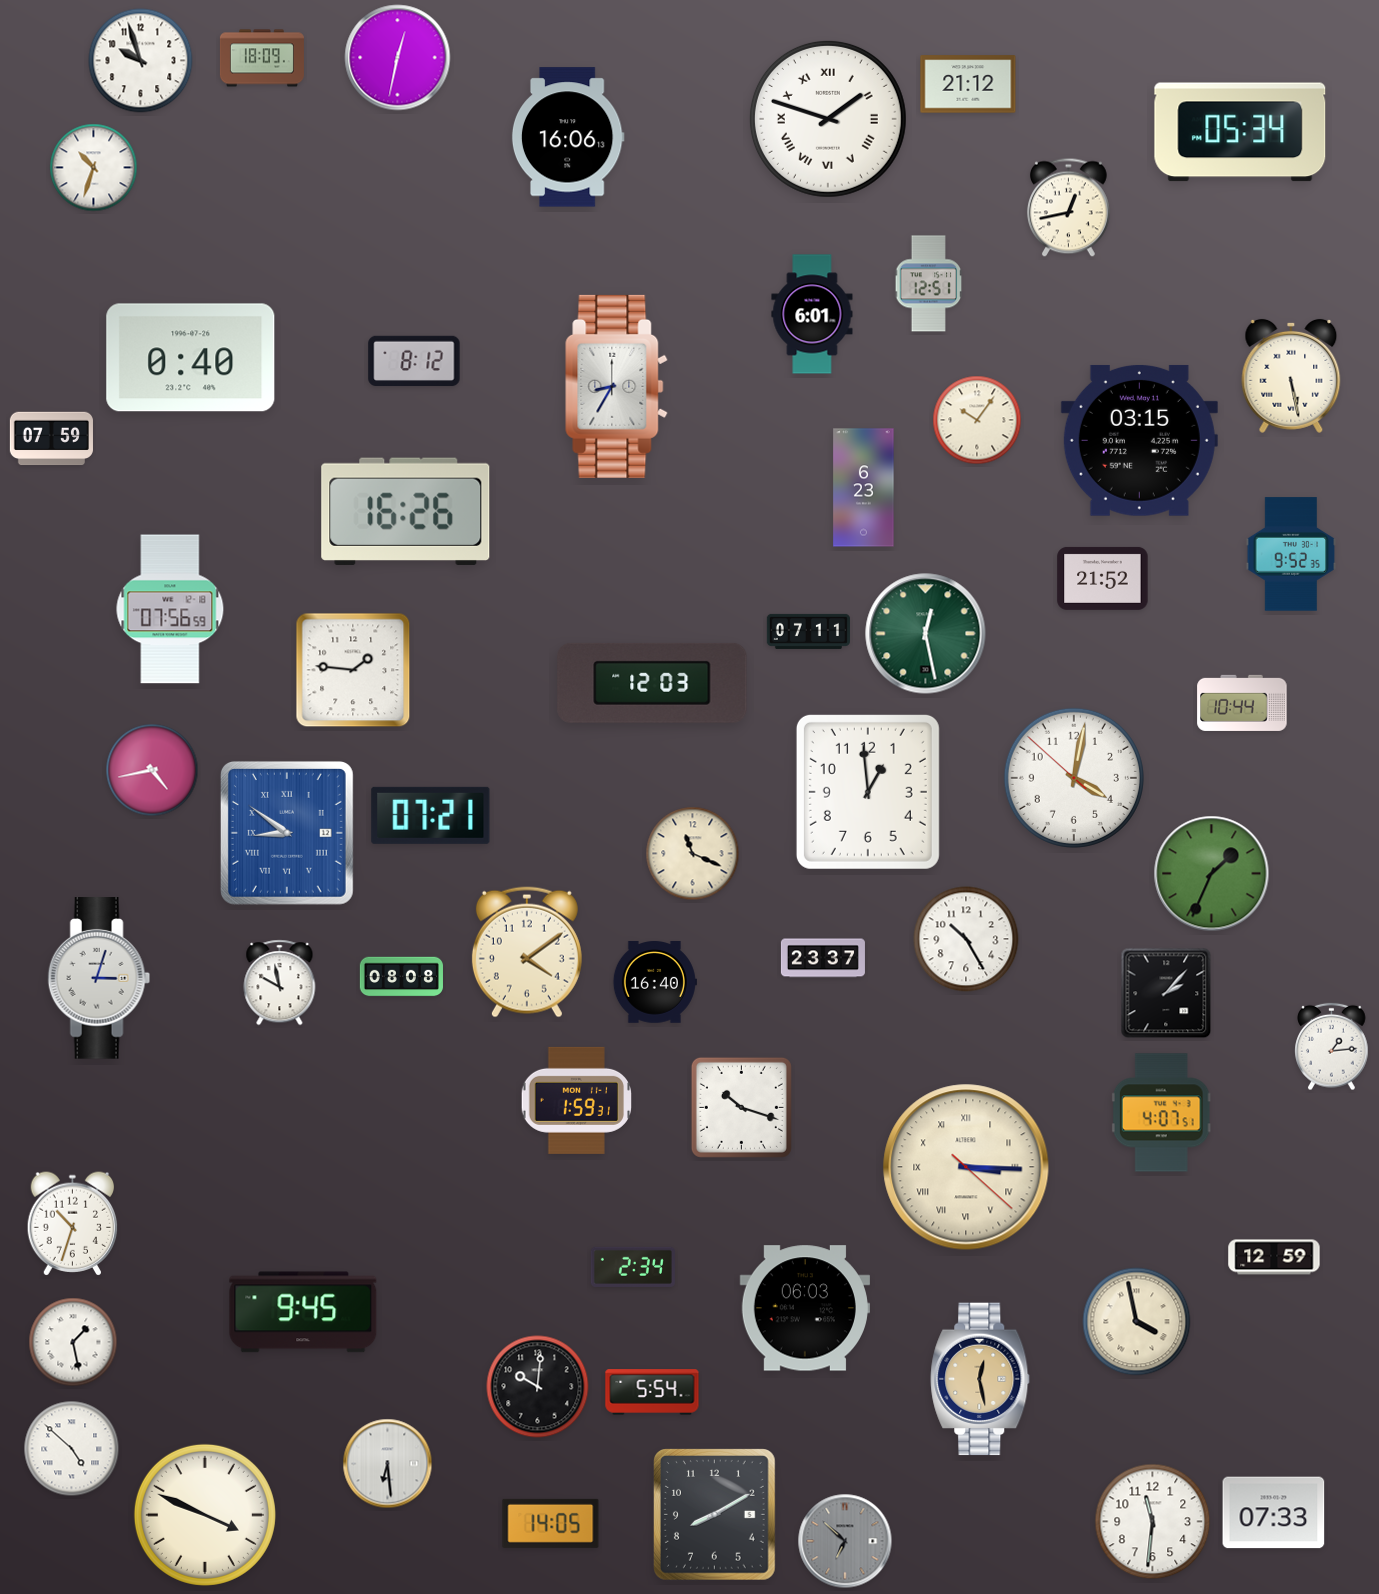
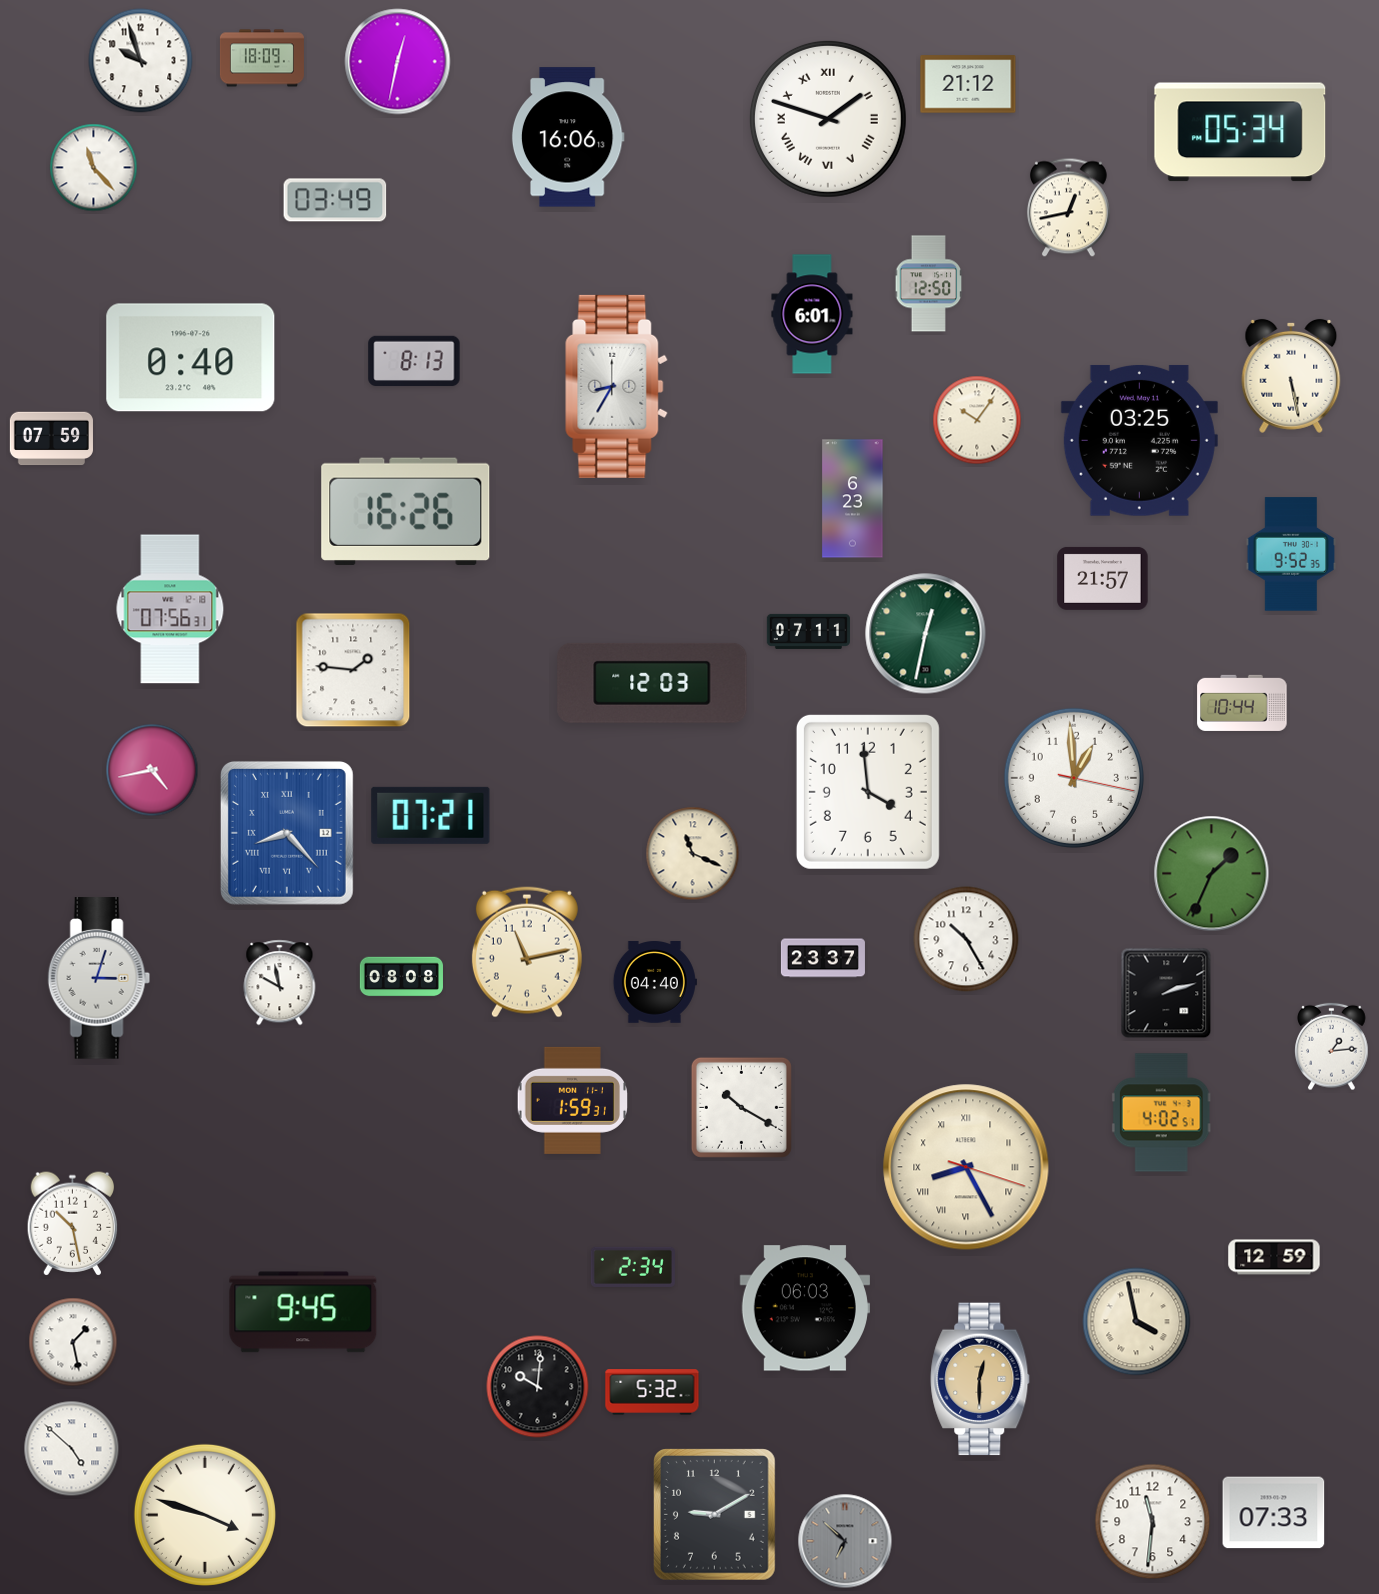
clock at (398, 58) position: (398, 58) -> (398, 62)
clock at (94, 168): 10:33 -> 11:23
clock at (335, 200): none -> 03:49
clock at (929, 284): 12:51 -> 12:50
clock at (414, 361): 8:12 -> 8:13
clock at (1139, 440): 03:15 -> 03:25
clock at (864, 488) position: (864, 488) -> (853, 499)
clock at (1103, 578): 21:52 -> 21:57
clock at (170, 609): 07:56:59 -> 07:56:31
clock at (926, 634): 12:28 -> 12:32
clock at (1074, 778): 4:01 -> 12:59
clock at (868, 792): 12:59 -> 3:59
clock at (287, 833): 8:51 -> 8:23
clock at (527, 952): 4:09 -> 11:13
clock at (655, 983): 16:40 -> 04:40
clock at (1166, 993): 2:07 -> 2:12
clock at (576, 1100) position: (576, 1100) -> (572, 1100)
clock at (741, 1107): 10:18 -> 10:20
clock at (1161, 1113): 4:07 -> 4:02
clock at (966, 1167): 3:15 -> 8:25
clock at (73, 1224): 10:33 -> 10:28
clock at (980, 1379): 12:28 -> 12:30
clock at (652, 1392): 5:54 -> 5:32
clock at (388, 1464): 6:29 -> none
clock at (205, 1515): 3:49 -> 3:48
clock at (715, 1515): 8:10 -> 9:10
clock at (551, 1523): 14:05 -> none
